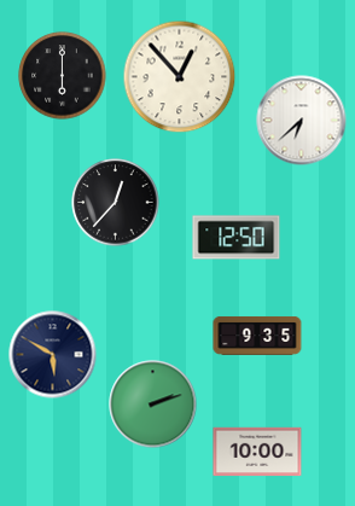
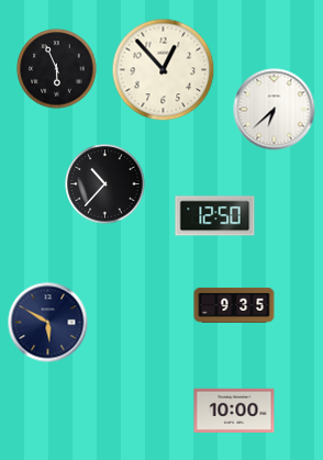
clock at (63, 76): 6:00 -> 5:56
clock at (116, 203): 12:37 -> 10:37
clock at (153, 405): 2:12 -> none
